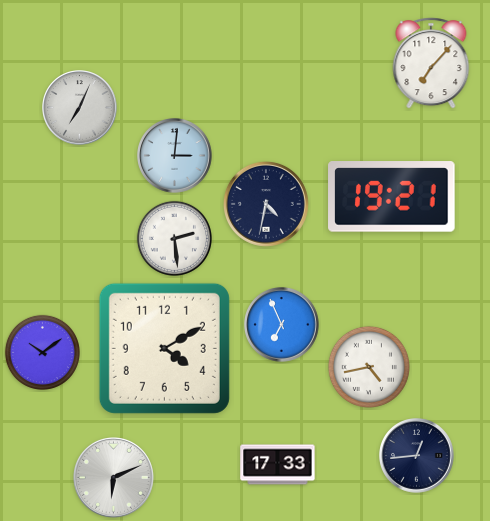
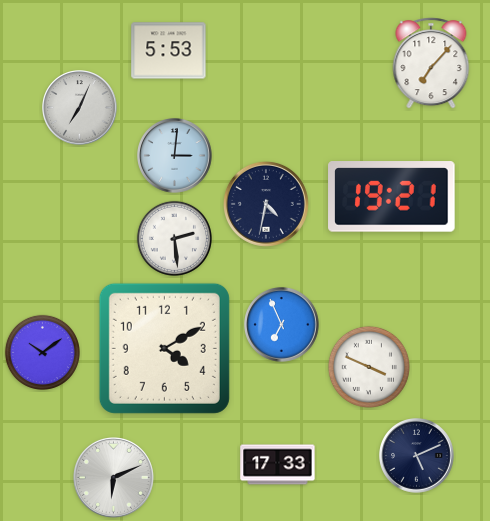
clock at (169, 51): none -> 5:53
clock at (369, 367): 4:43 -> 3:49
clock at (417, 456): 12:44 -> 5:11
